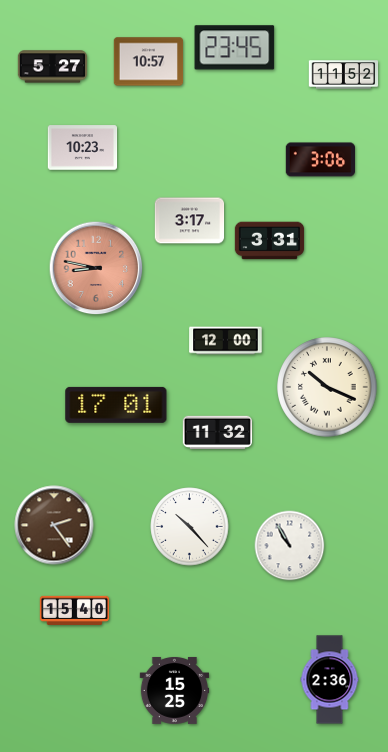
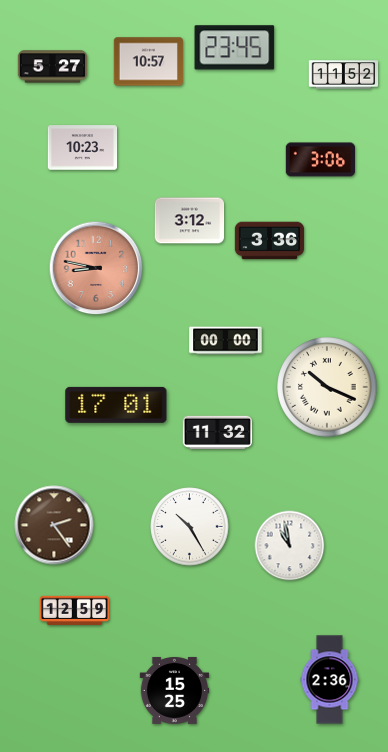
clock at (190, 221): 3:17 -> 3:12
clock at (270, 241): 3:31 -> 3:36
clock at (226, 341): 12:00 -> 00:00
clock at (190, 527): 10:23 -> 10:25
clock at (290, 546): 10:55 -> 10:58
clock at (75, 610): 15:40 -> 12:59
